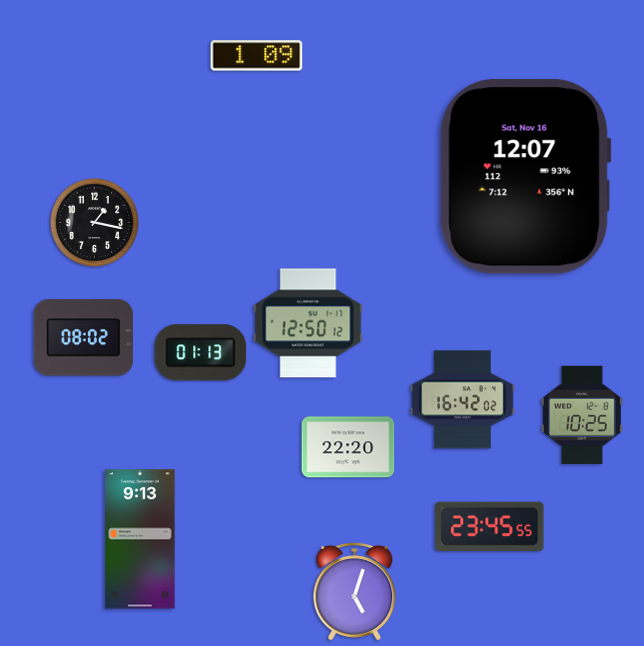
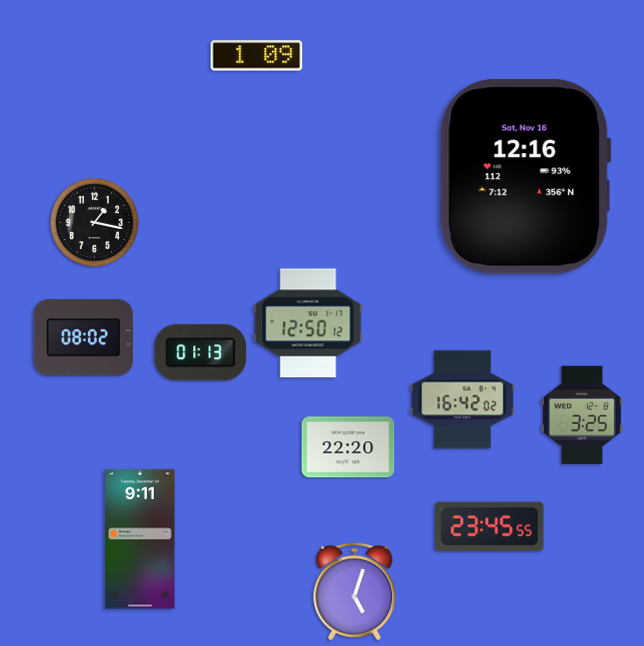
clock at (525, 177): 12:07 -> 12:16
clock at (582, 415): 10:25 -> 3:25
clock at (140, 539): 9:13 -> 9:11
